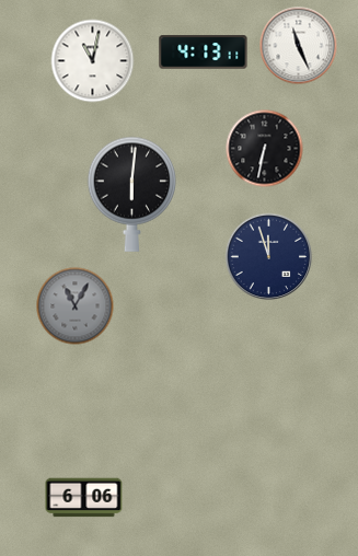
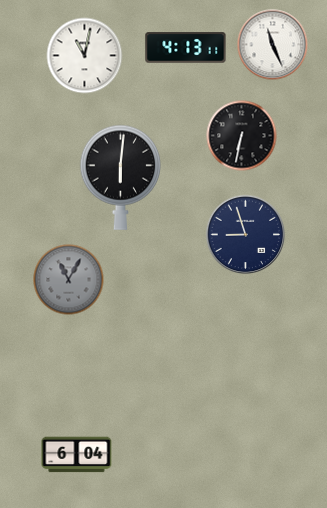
clock at (299, 46) position: (299, 46) -> (273, 45)
clock at (269, 257): 11:57 -> 8:57
clock at (84, 498): 6:06 -> 6:04
